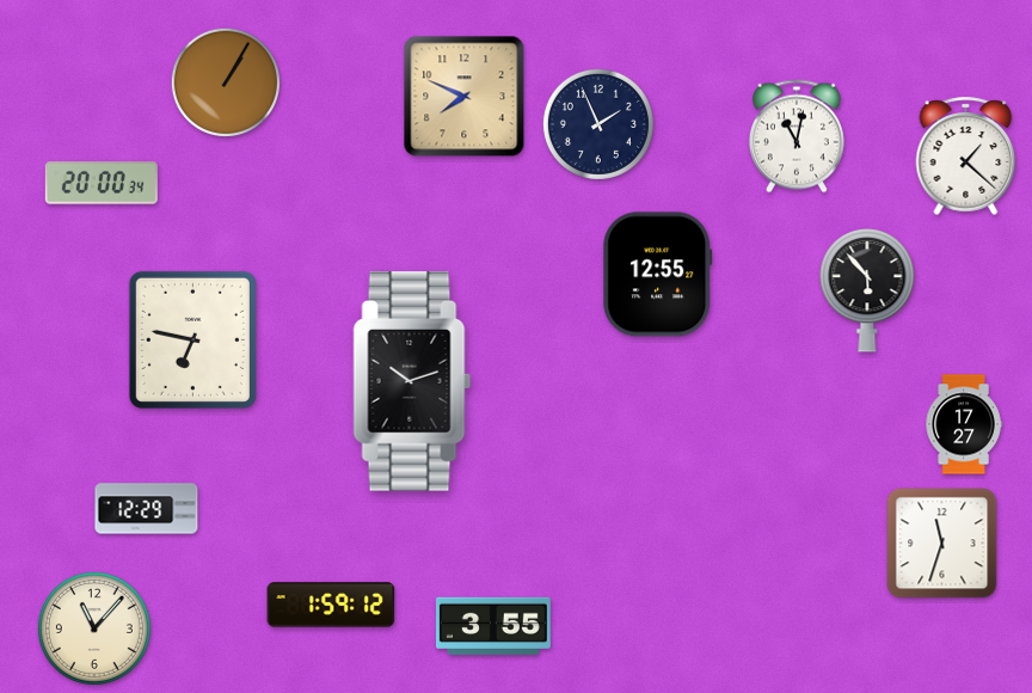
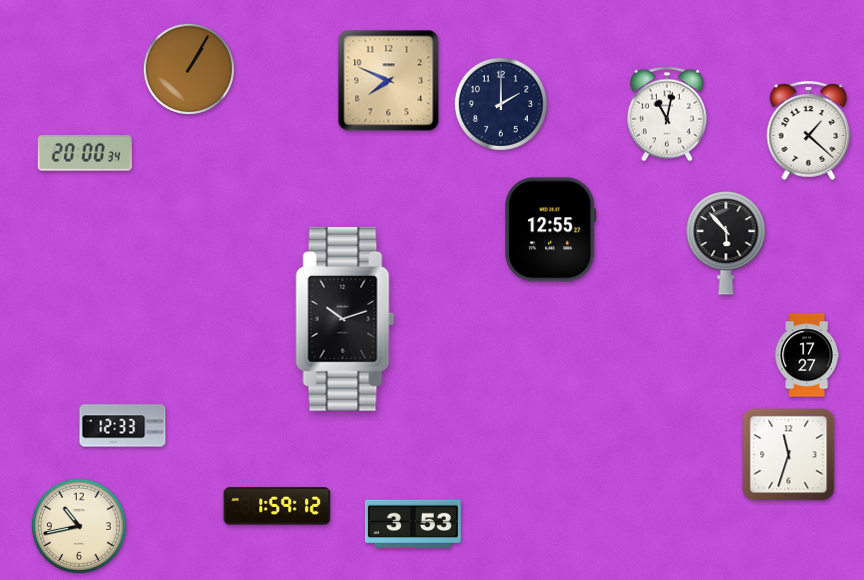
clock at (598, 124): 1:56 -> 2:00
clock at (192, 339): 6:47 -> none
clock at (147, 509): 12:29 -> 12:33
clock at (493, 626): 3:55 -> 3:53
clock at (94, 628): 11:07 -> 10:43
